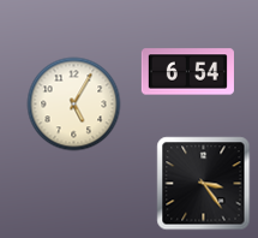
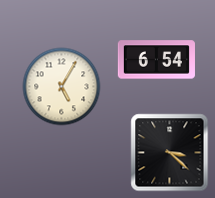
clock at (203, 183): 3:24 -> 3:22
